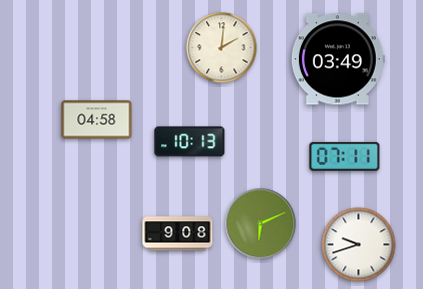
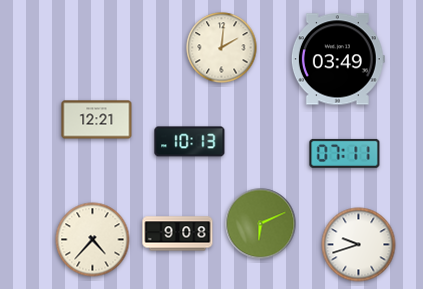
clock at (97, 120): 04:58 -> 12:21
clock at (345, 156) position: (345, 156) -> (345, 153)
clock at (93, 240): none -> 4:37
